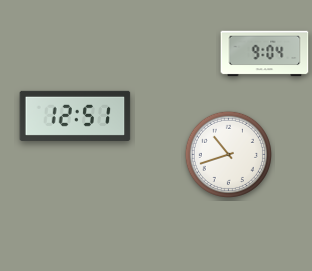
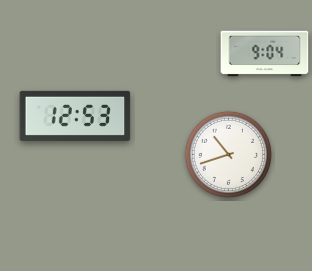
clock at (75, 116): 12:51 -> 12:53
